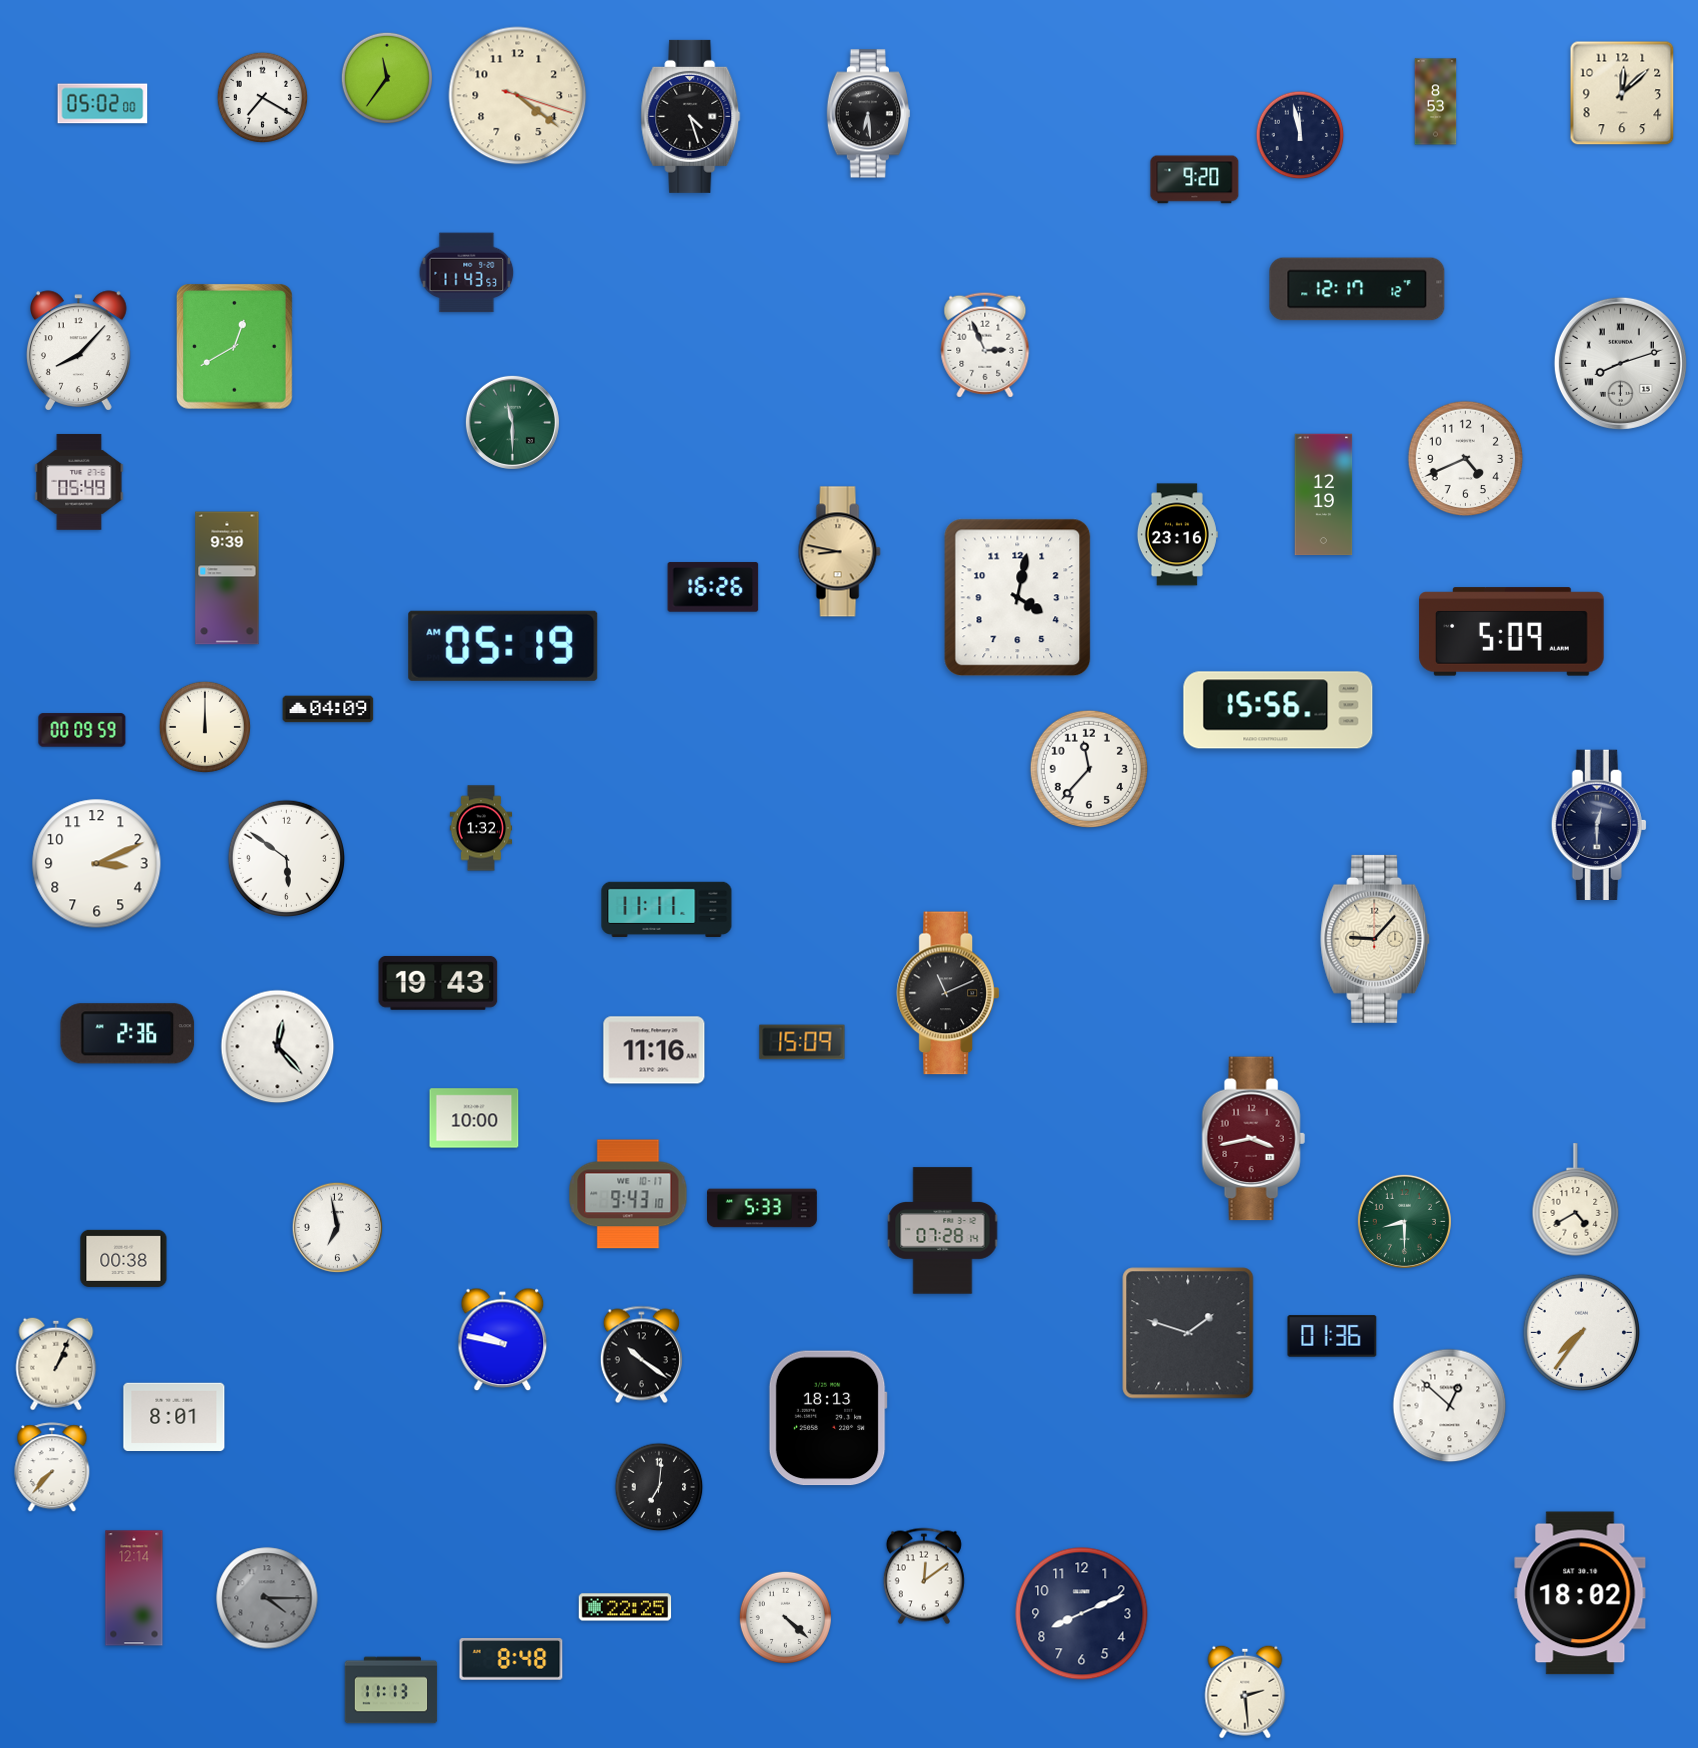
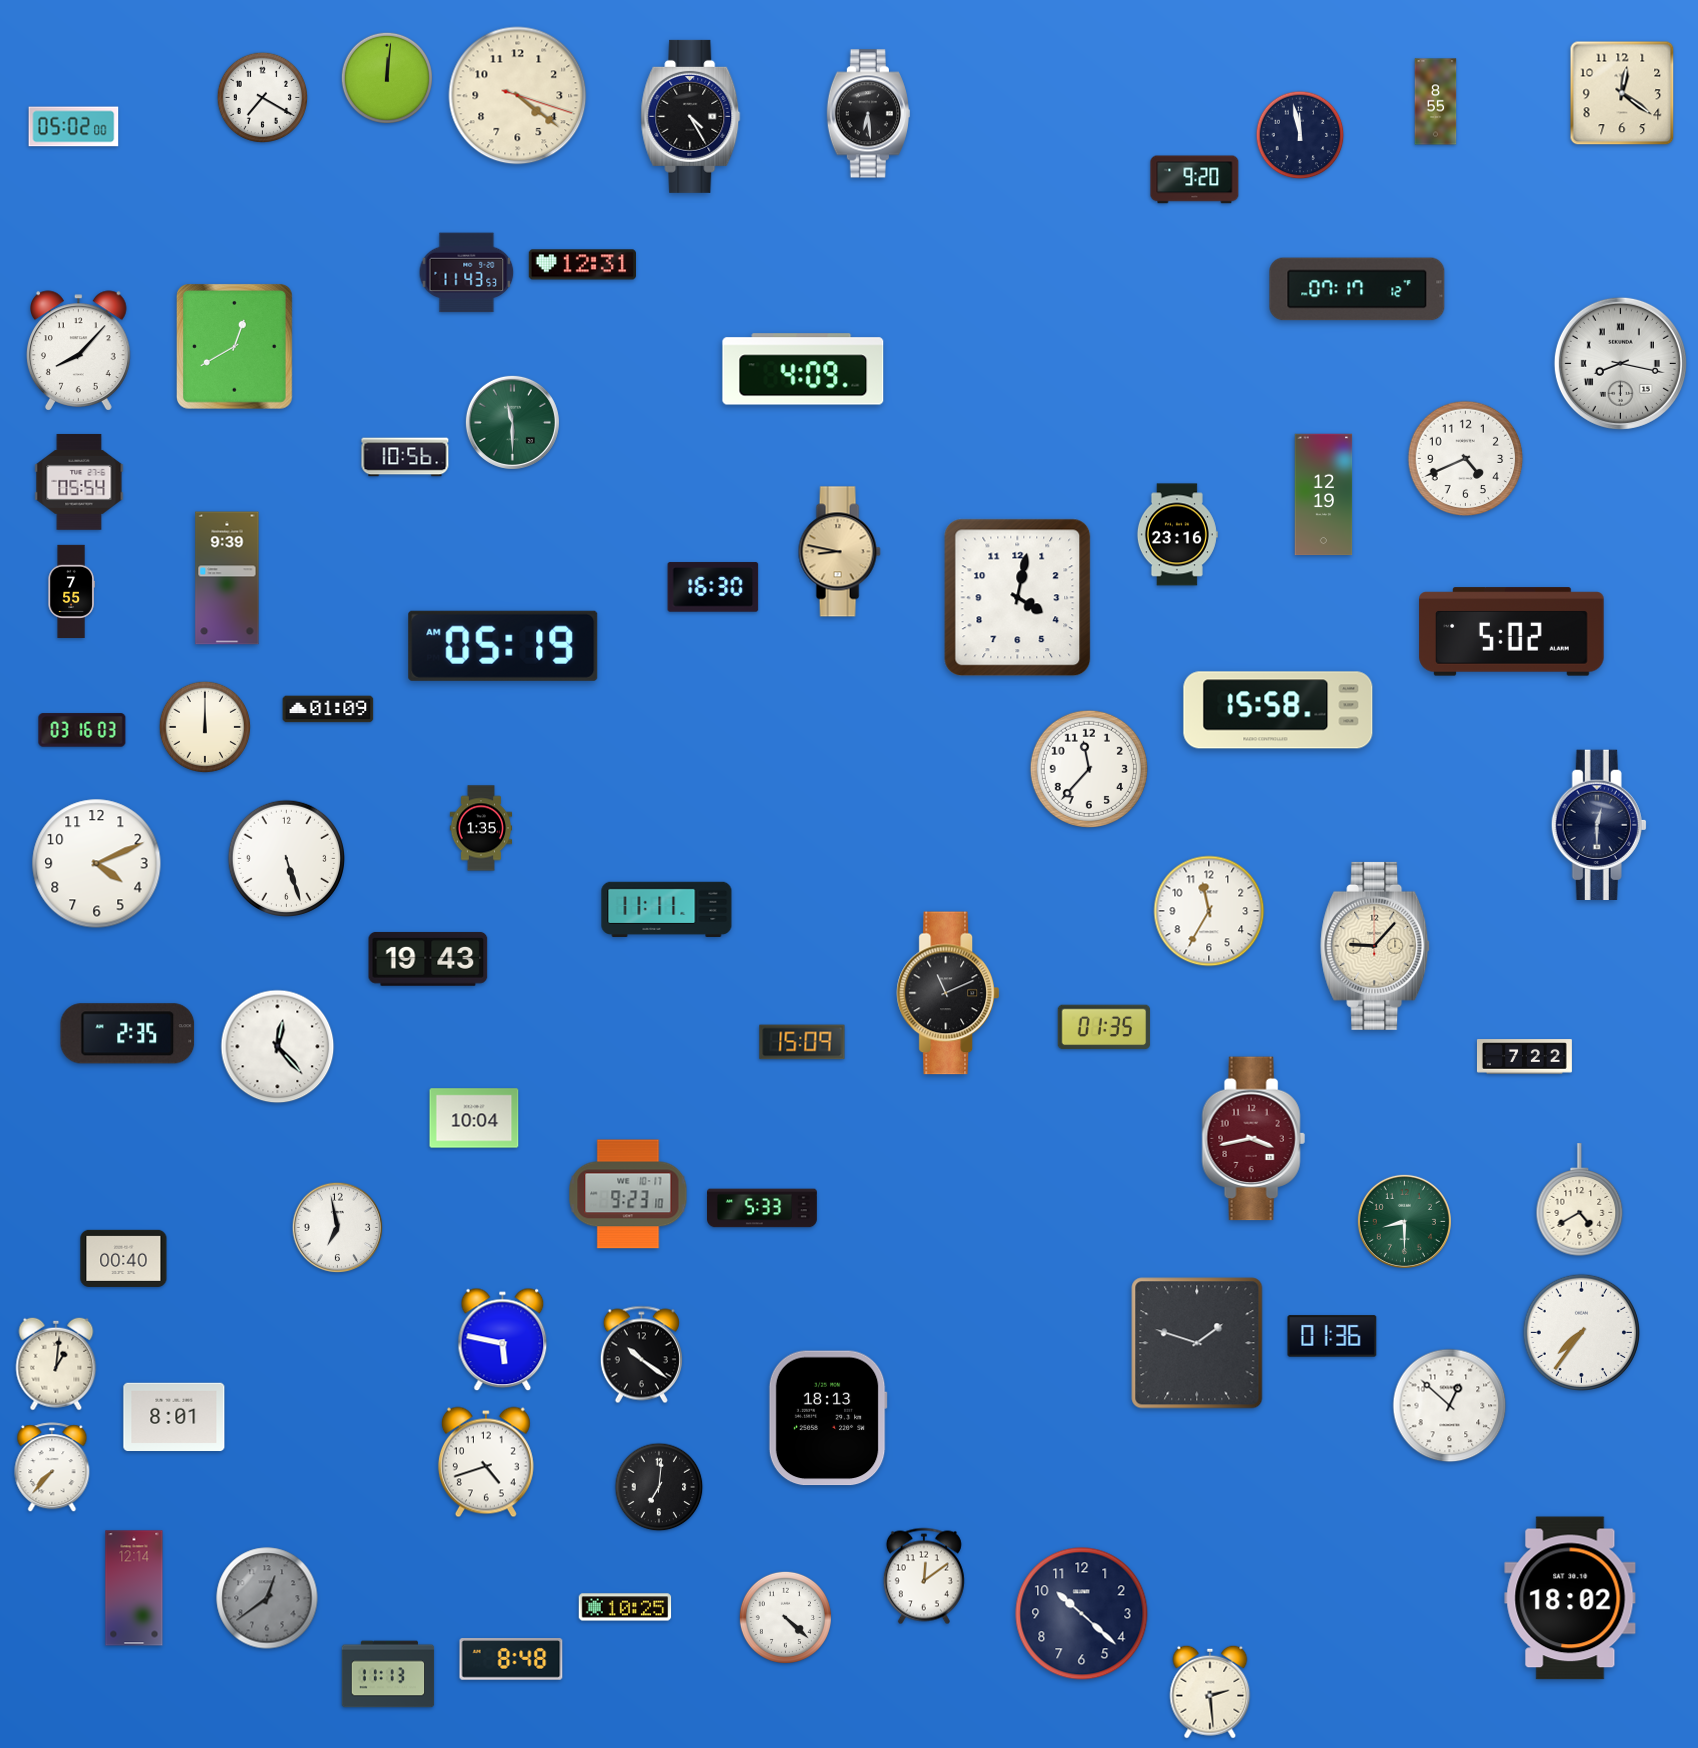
clock at (386, 77): 11:36 -> 12:01
clock at (1622, 93): 12:08 -> 12:21
clock at (1436, 102): 8:53 -> 8:55
clock at (103, 104) position: (103, 104) -> (74, 127)
clock at (691, 116): 4:27 -> 4:25
clock at (582, 265): none -> 12:31
clock at (1357, 289): 12:17 -> 07:17
clock at (985, 345): 2:56 -> none
clock at (1620, 363): 8:12 -> 8:17
clock at (803, 369): none -> 4:09
clock at (405, 457): none -> 10:56
clock at (79, 482): 05:49 -> 05:54
clock at (713, 587): 16:26 -> 16:30
clock at (71, 592): none -> 7:55
clock at (1512, 632): 5:09 -> 5:02
clock at (328, 709): 04:09 -> 01:09
clock at (1278, 710): 15:56 -> 15:58
clock at (82, 730): 00:09 -> 03:16
clock at (481, 828): 1:32 -> 1:35
clock at (286, 858): 5:51 -> 5:27
clock at (97, 864): 3:11 -> 4:11
clock at (1209, 911): none -> 11:35
clock at (1376, 939) position: (1376, 939) -> (1376, 946)
clock at (438, 983) position: (438, 983) -> (428, 959)
clock at (1104, 1027): none -> 01:35
clock at (128, 1034): 2:36 -> 2:35
clock at (654, 1050): 11:16 -> none
clock at (1524, 1057): none -> 7:22
clock at (474, 1118): 10:00 -> 10:04
clock at (628, 1194): 9:43 -> 9:23
clock at (1576, 1200) position: (1576, 1200) -> (1580, 1200)
clock at (943, 1231): 07:28 -> none
clock at (124, 1258): 00:38 -> 00:40
clock at (1188, 1333) position: (1188, 1333) -> (1197, 1343)
clock at (503, 1340): 9:47 -> 5:47
clock at (56, 1364): 1:04 -> 1:01
clock at (486, 1462): none -> 4:42
clock at (1580, 1593) position: (1580, 1593) -> (1570, 1598)
clock at (267, 1598): 4:15 -> 12:39
clock at (625, 1607): 22:25 -> 10:25
clock at (1082, 1614): 8:11 -> 10:22
clock at (391, 1690) position: (391, 1690) -> (388, 1674)
clock at (1245, 1692) position: (1245, 1692) -> (1210, 1692)
